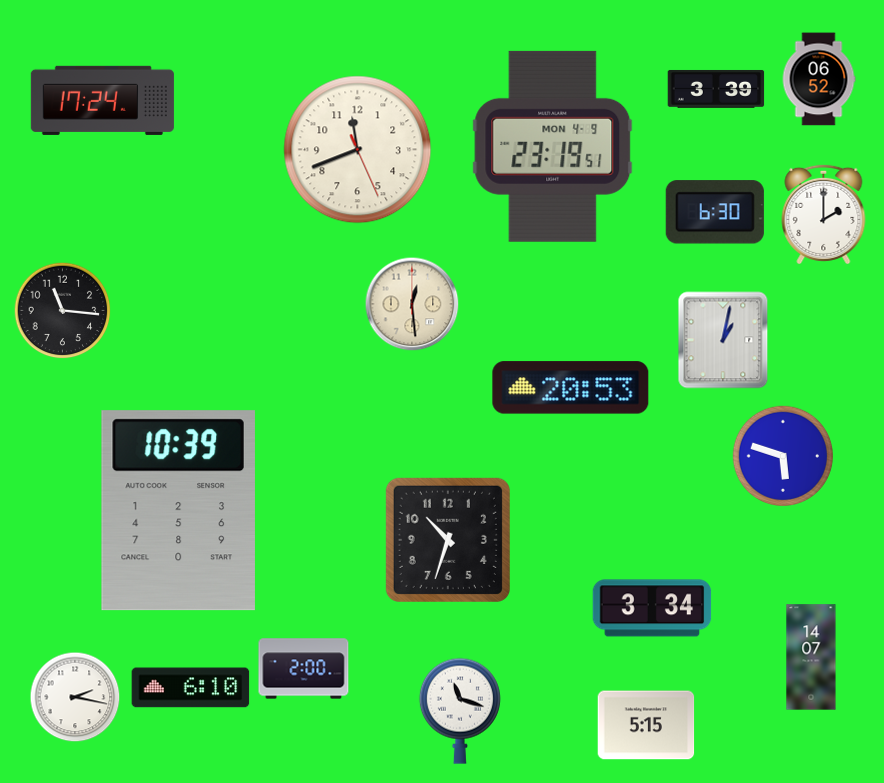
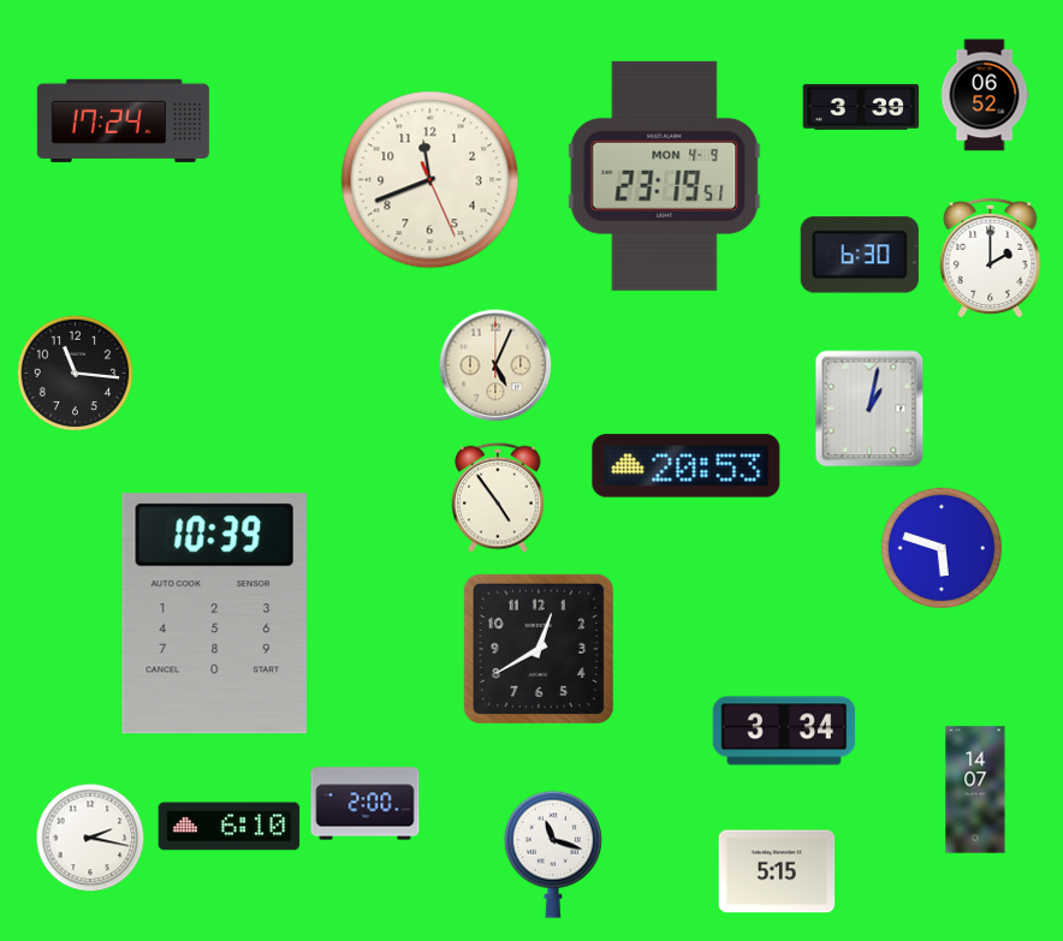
clock at (412, 304): 12:29 -> 5:04
clock at (499, 498): none -> 4:54
clock at (448, 540): 10:33 -> 12:40
